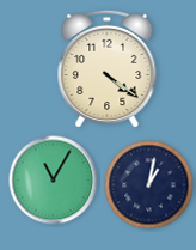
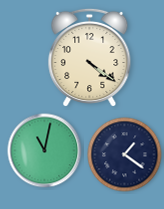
clock at (54, 181): 11:05 -> 11:02
clock at (149, 185): 1:02 -> 1:21
